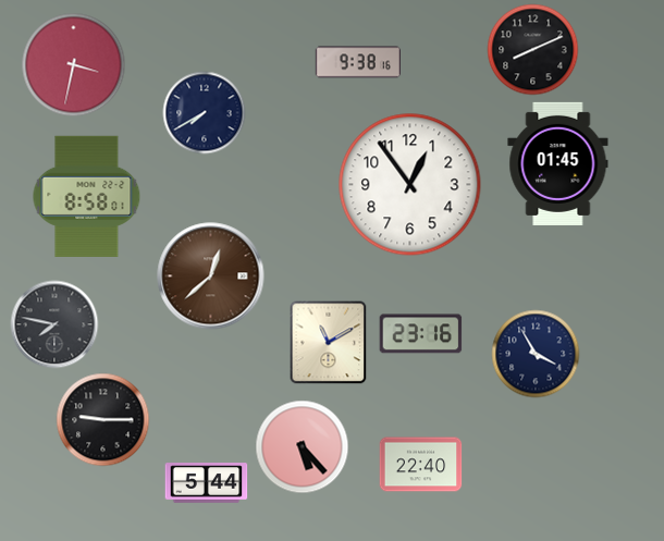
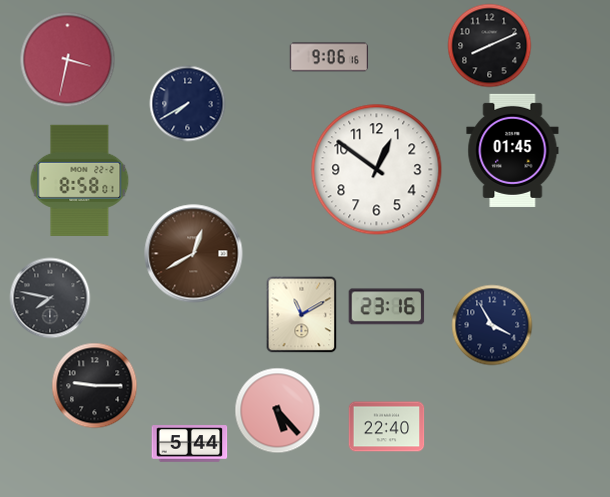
clock at (357, 62): 9:38 -> 9:06
clock at (410, 185): 12:54 -> 12:51
clock at (211, 276): 12:38 -> 12:40
